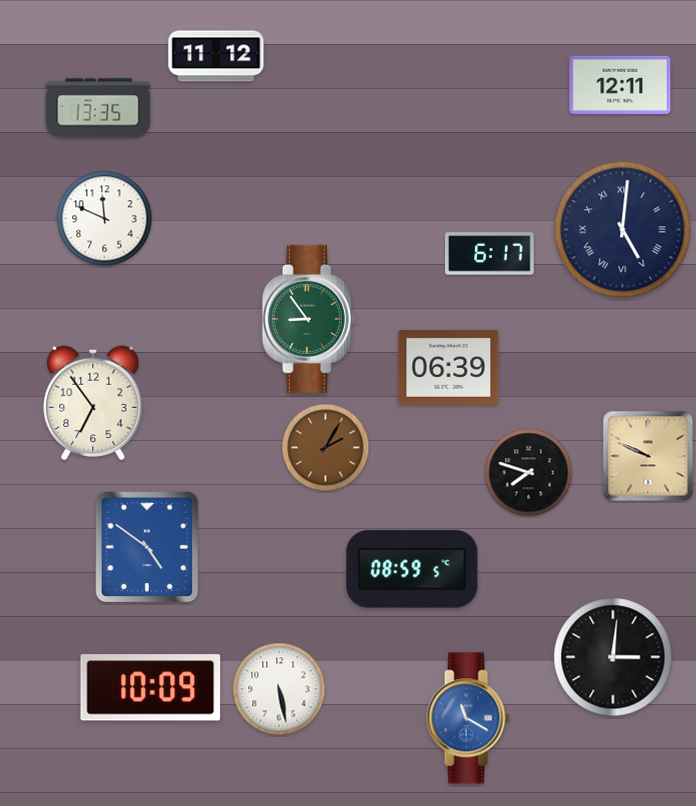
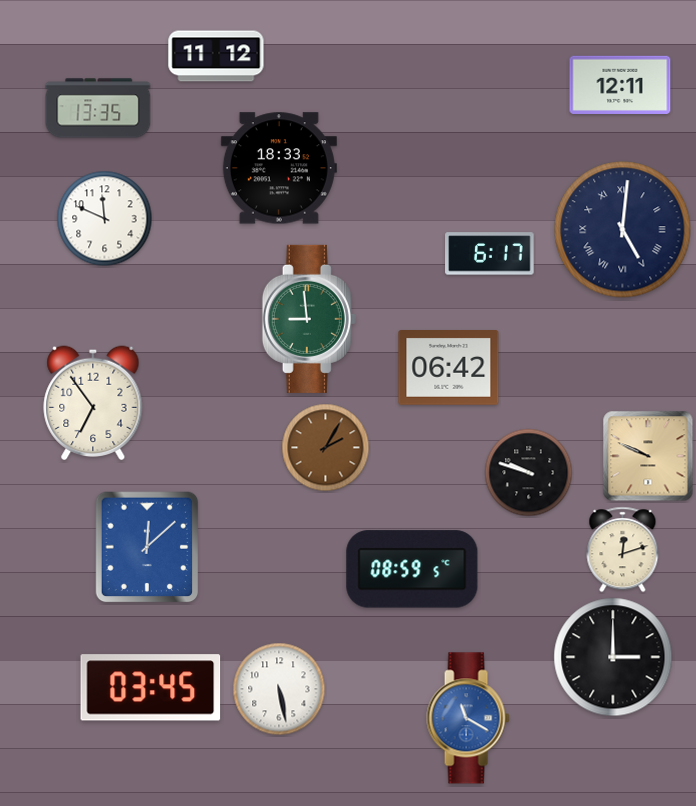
clock at (279, 168): none -> 18:33
clock at (309, 319): 8:54 -> 8:59
clock at (449, 368): 06:39 -> 06:42
clock at (529, 473): 7:48 -> 9:48
clock at (147, 547): 4:51 -> 12:08
clock at (623, 550): none -> 12:12
clock at (613, 657): 3:01 -> 3:00
clock at (151, 688): 10:09 -> 03:45
